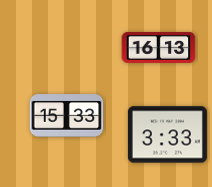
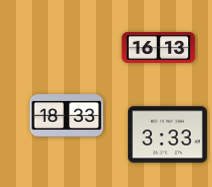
clock at (67, 116): 15:33 -> 18:33
